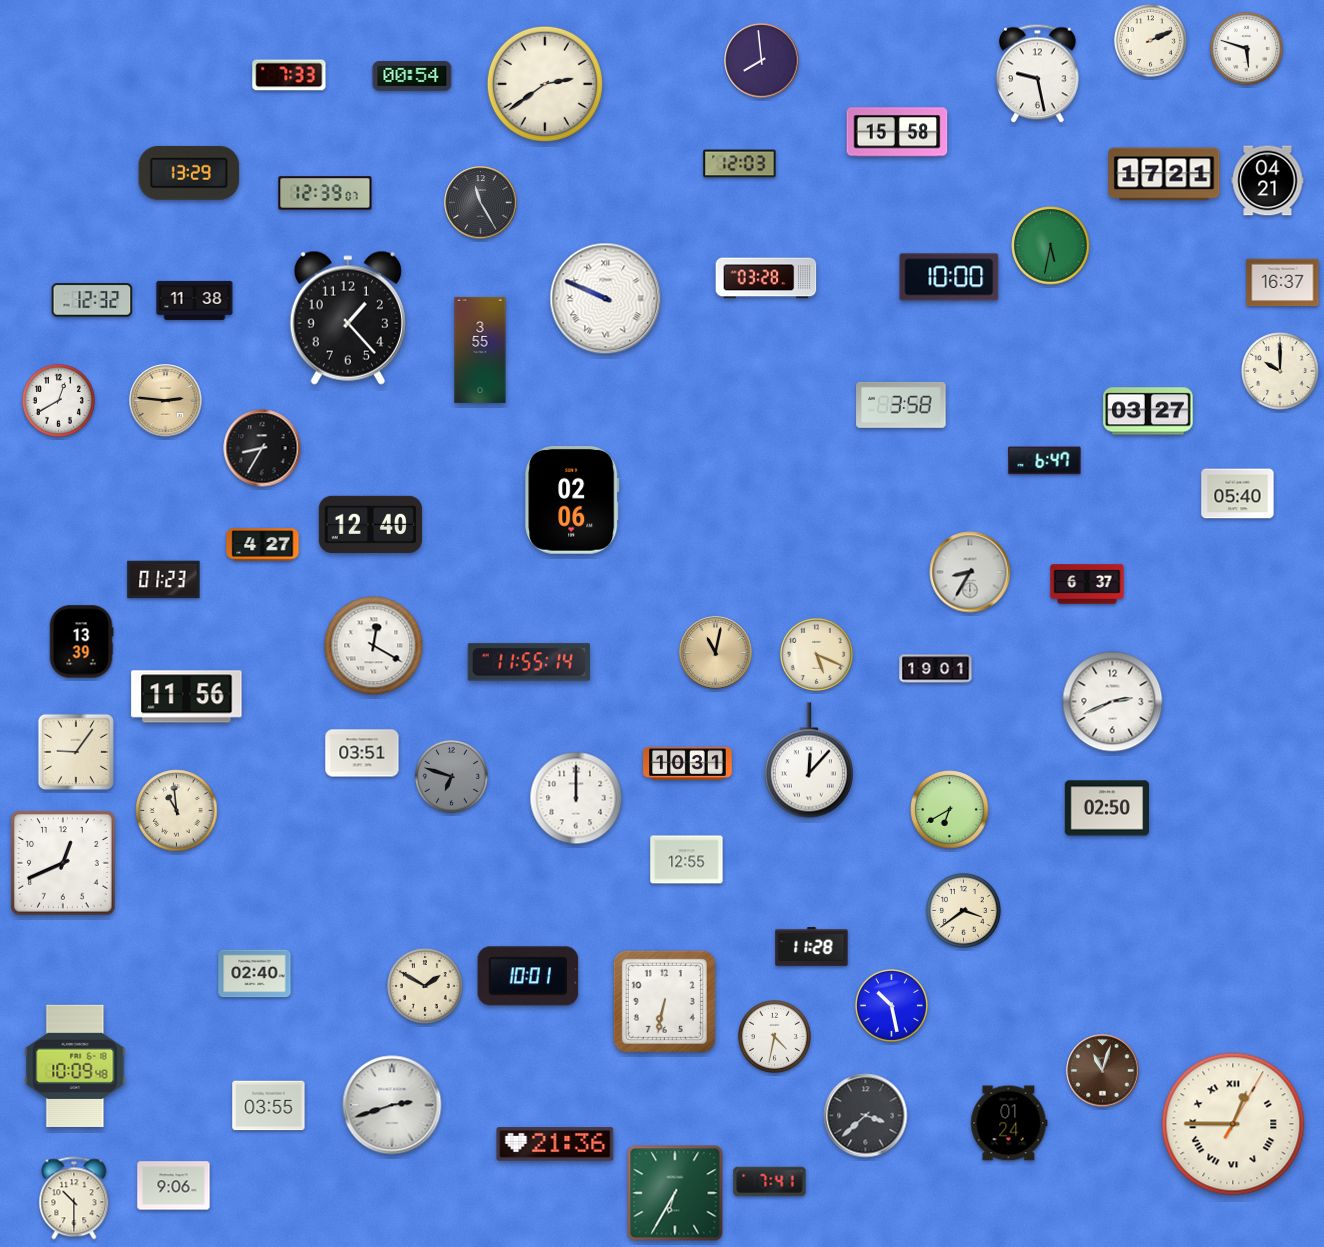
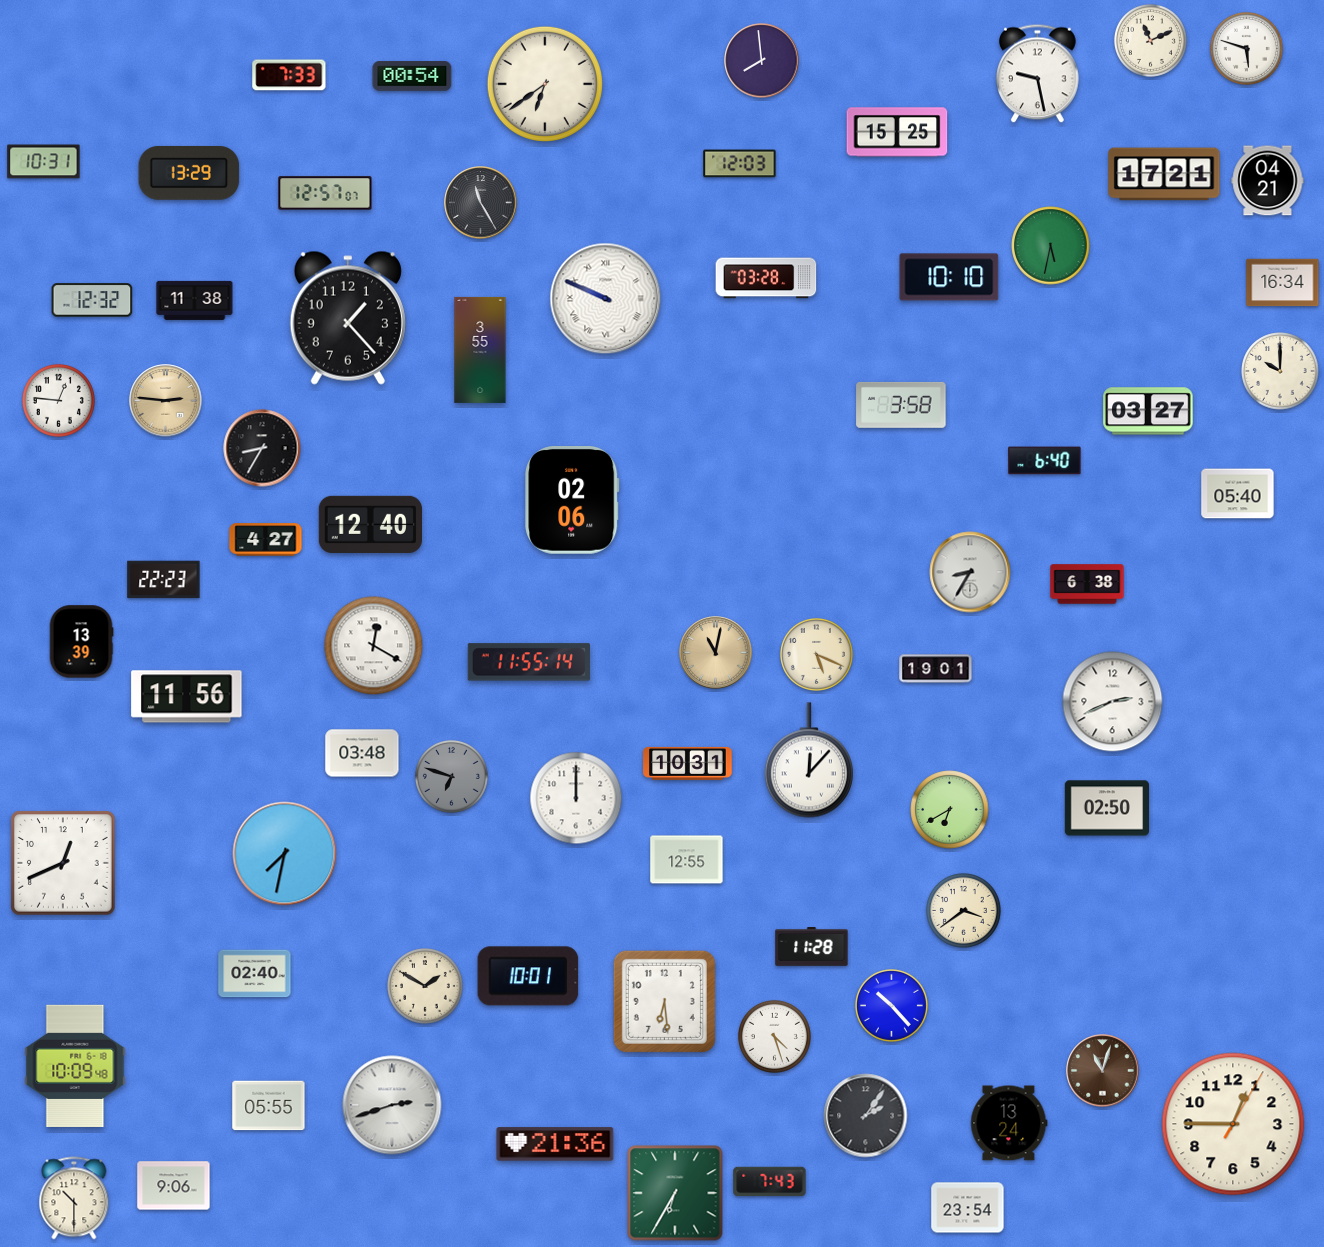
clock at (1150, 40): 2:11 -> 11:11
clock at (545, 84): 2:39 -> 6:39
clock at (897, 132): 15:58 -> 15:25
clock at (44, 162): none -> 10:31
clock at (325, 193): 12:39 -> 12:57
clock at (949, 277): 10:00 -> 10:10
clock at (1283, 283): 16:37 -> 16:34
clock at (58, 400): 12:40 -> 12:46
clock at (1045, 461): 6:47 -> 6:40
clock at (263, 545) position: (263, 545) -> (266, 540)
clock at (164, 580): 01:23 -> 22:23
clock at (1087, 584): 6:37 -> 6:38
clock at (76, 752): 9:06 -> none
clock at (362, 753): 03:51 -> 03:48
clock at (177, 811): 10:59 -> none
clock at (285, 854): none -> 7:32
clock at (664, 1001): 6:32 -> 6:29
clock at (891, 1005): 10:28 -> 10:23
clock at (774, 1036): 4:32 -> 4:27
clock at (269, 1106): 03:55 -> 05:55
clock at (866, 1116): 3:38 -> 2:06
clock at (1009, 1123): 01:24 -> 13:24
clock at (1233, 1124) numerals: Roman -> Arabic
clock at (770, 1182): 7:41 -> 7:43
clock at (968, 1208): none -> 23:54
